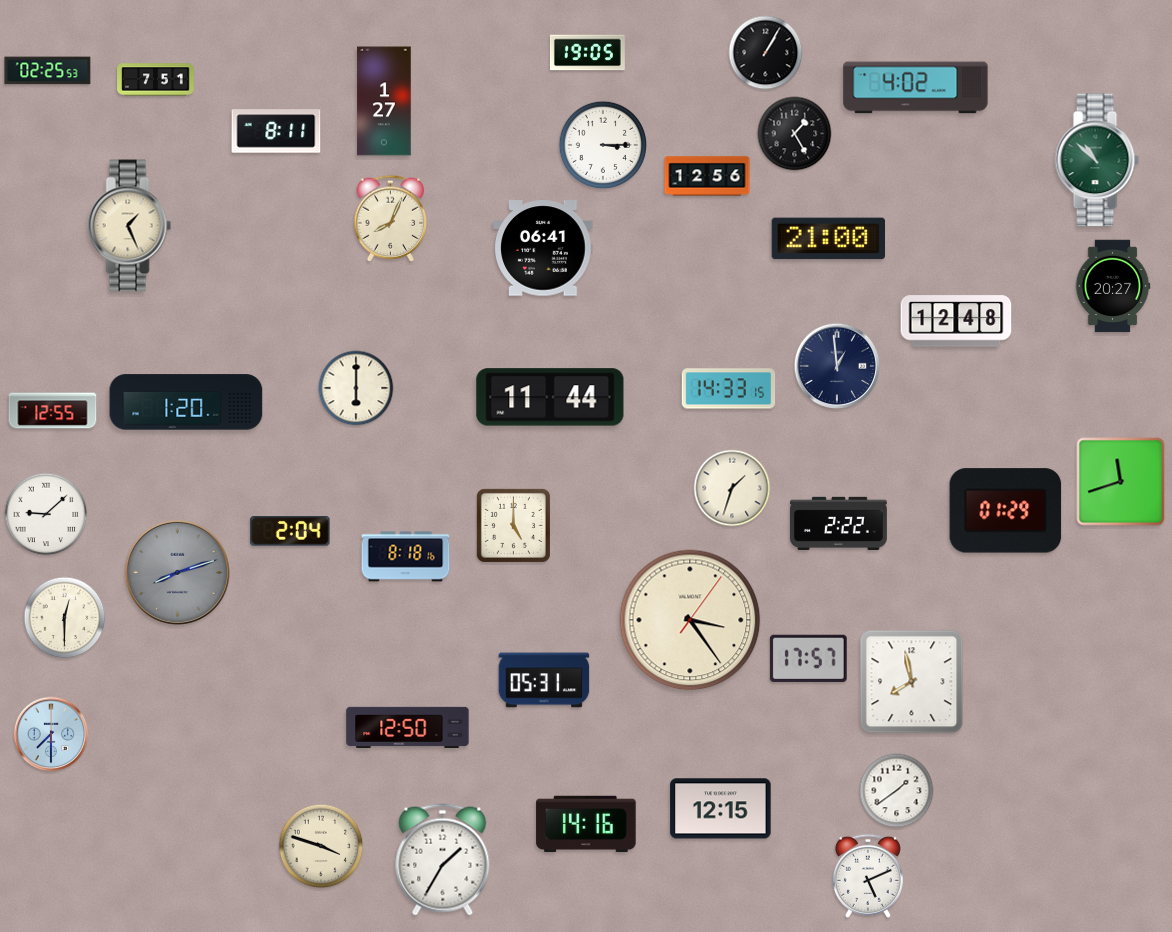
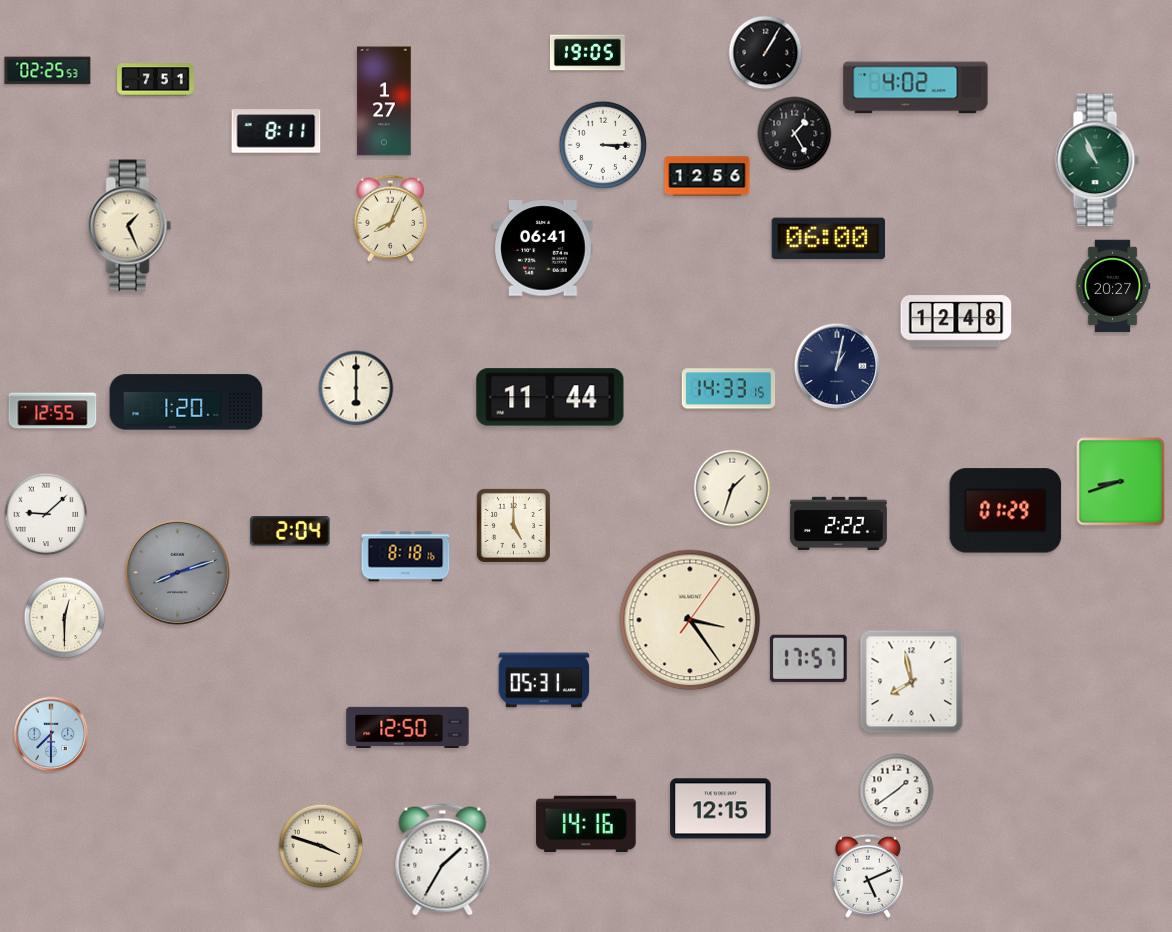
clock at (1097, 160): 10:52 -> 10:56
clock at (829, 239): 21:00 -> 06:00
clock at (836, 365): 12:59 -> 1:02
clock at (1121, 482): 11:42 -> 8:42
